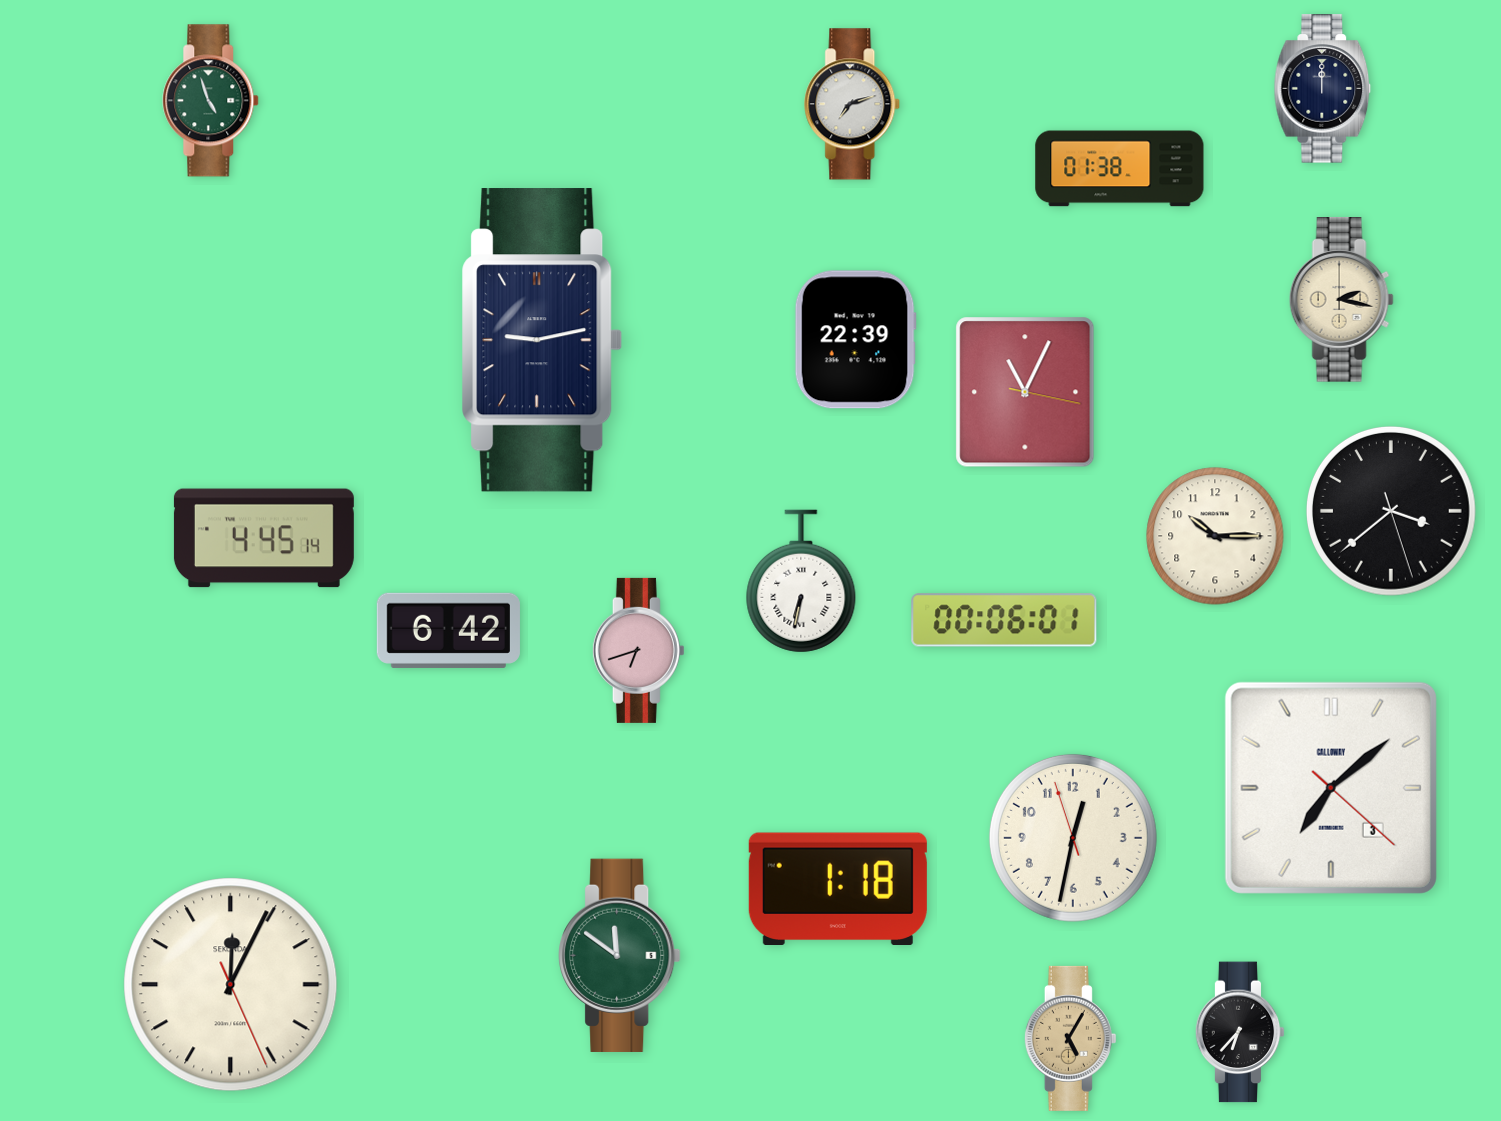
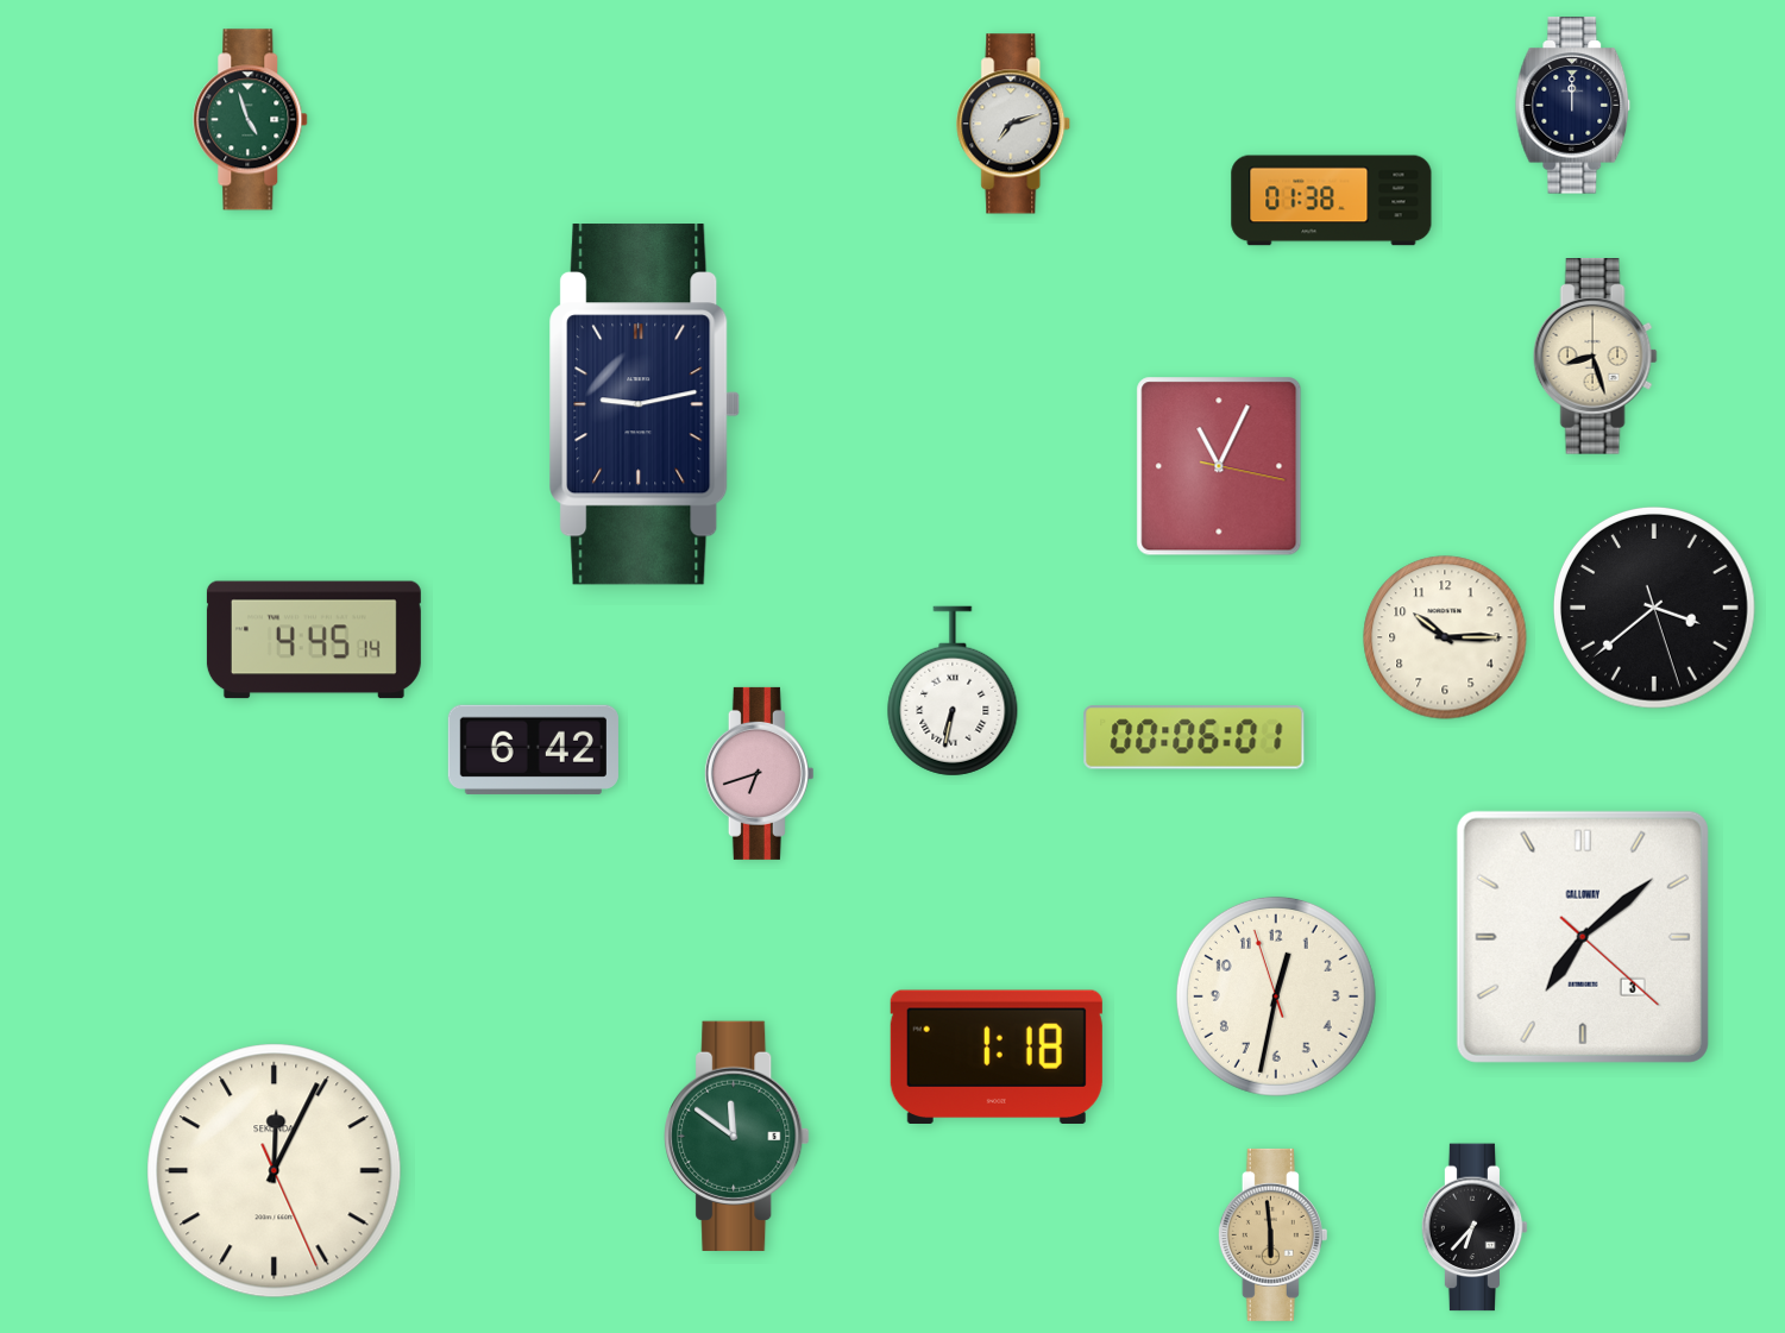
clock at (1341, 300): 2:17 -> 8:27
clock at (855, 340): 22:39 -> none
clock at (1070, 1038): 5:05 -> 5:59
